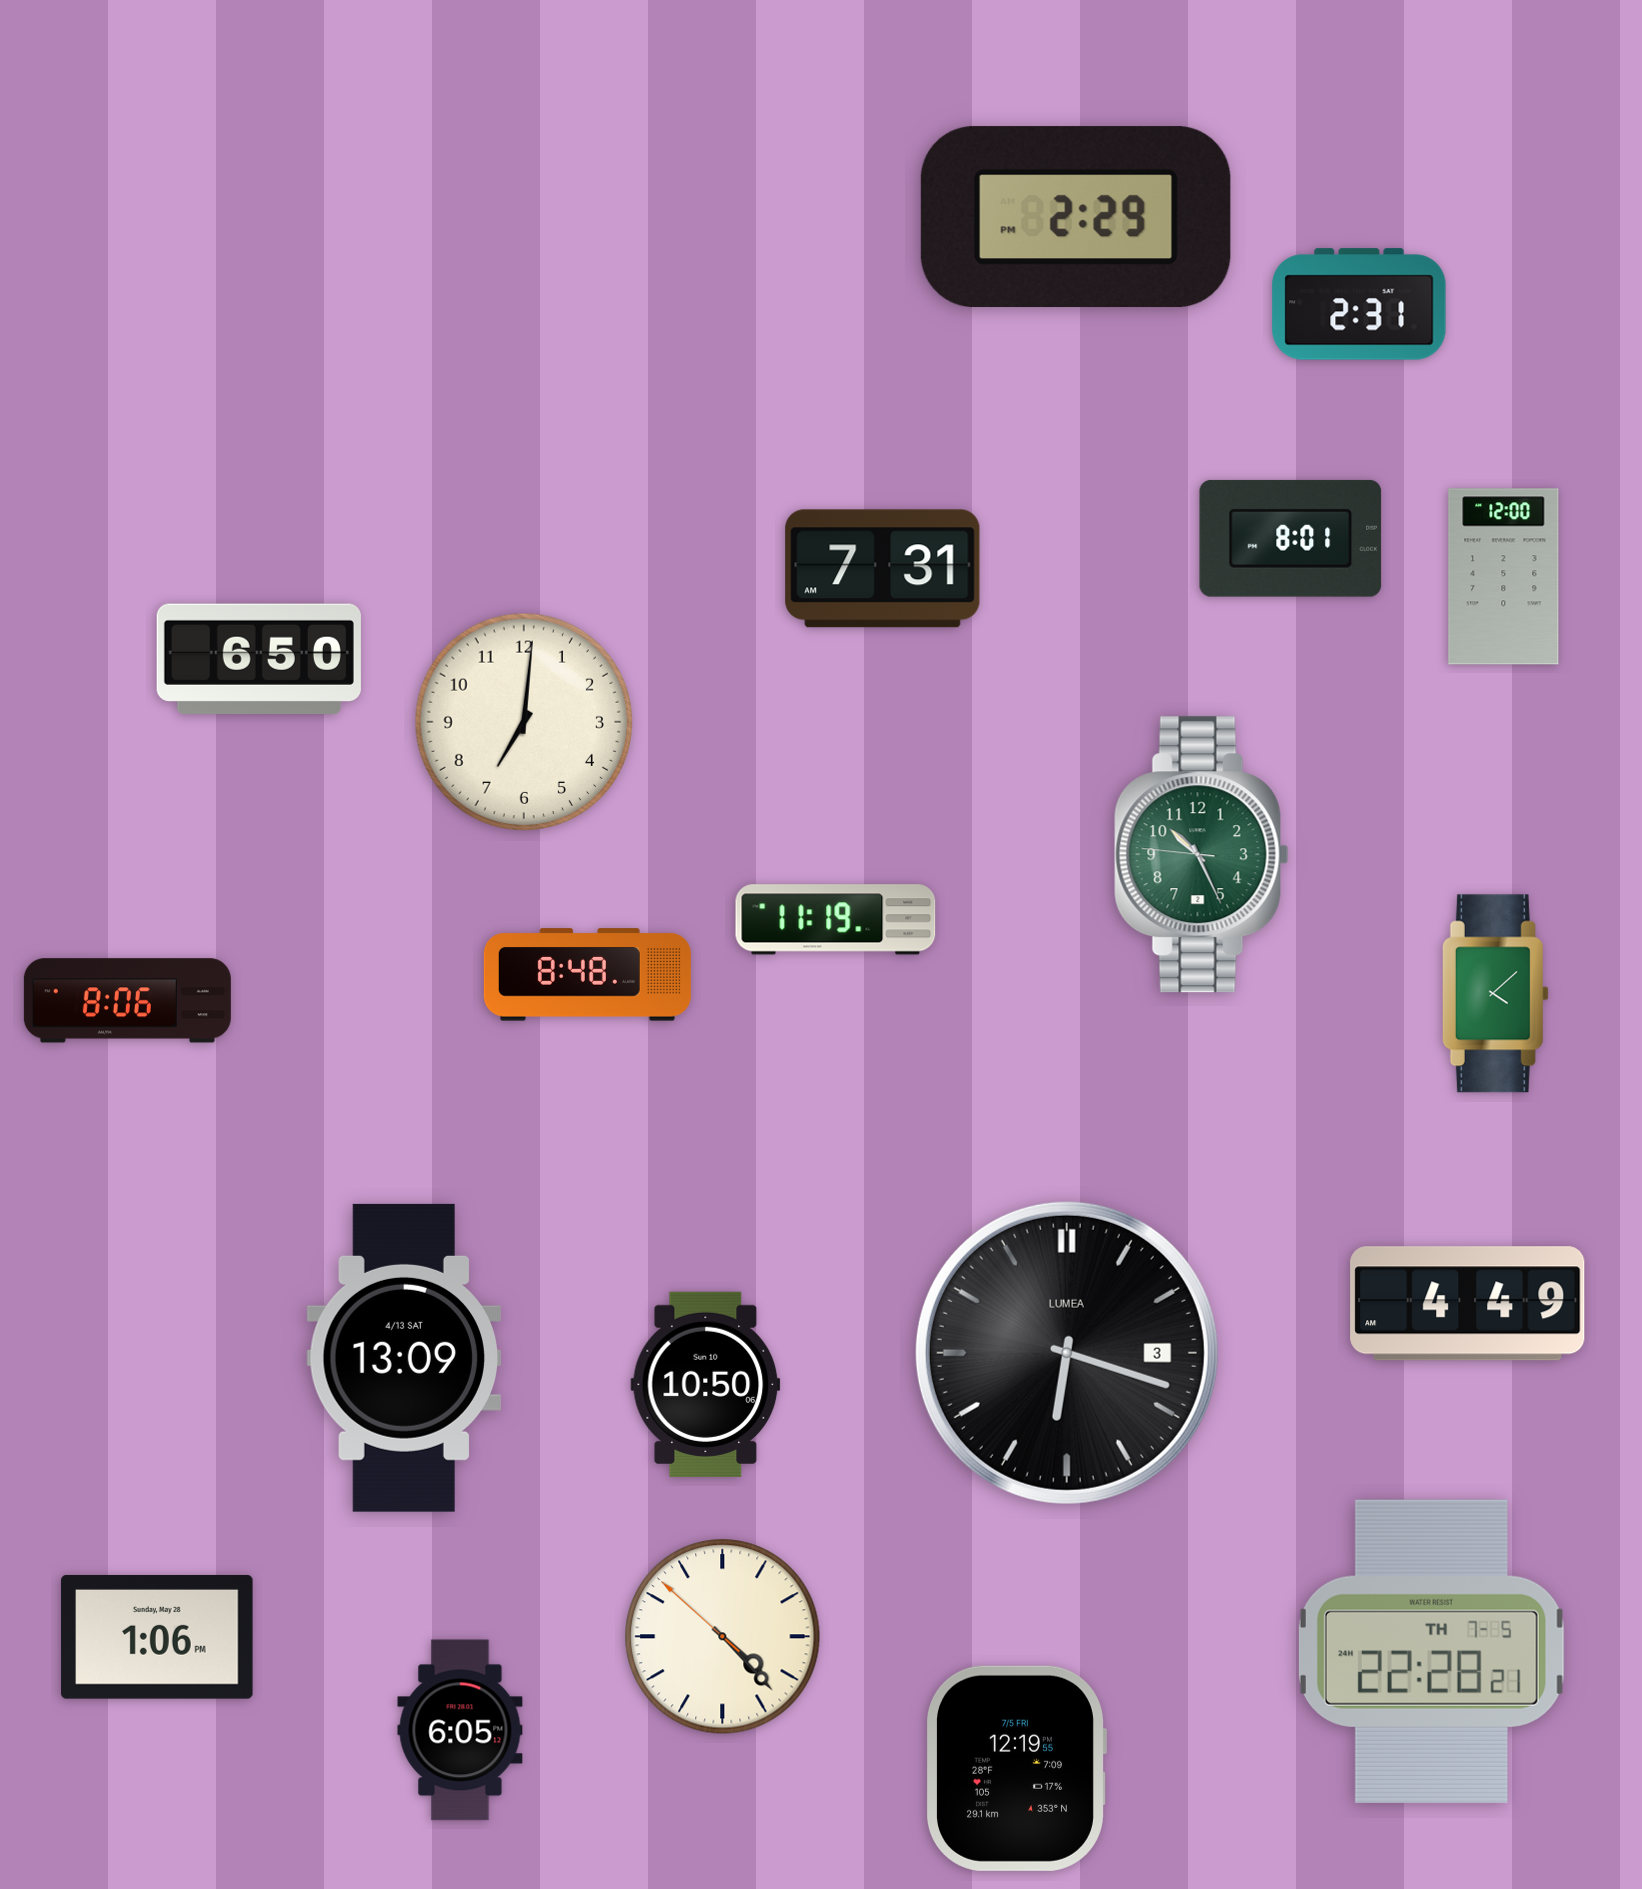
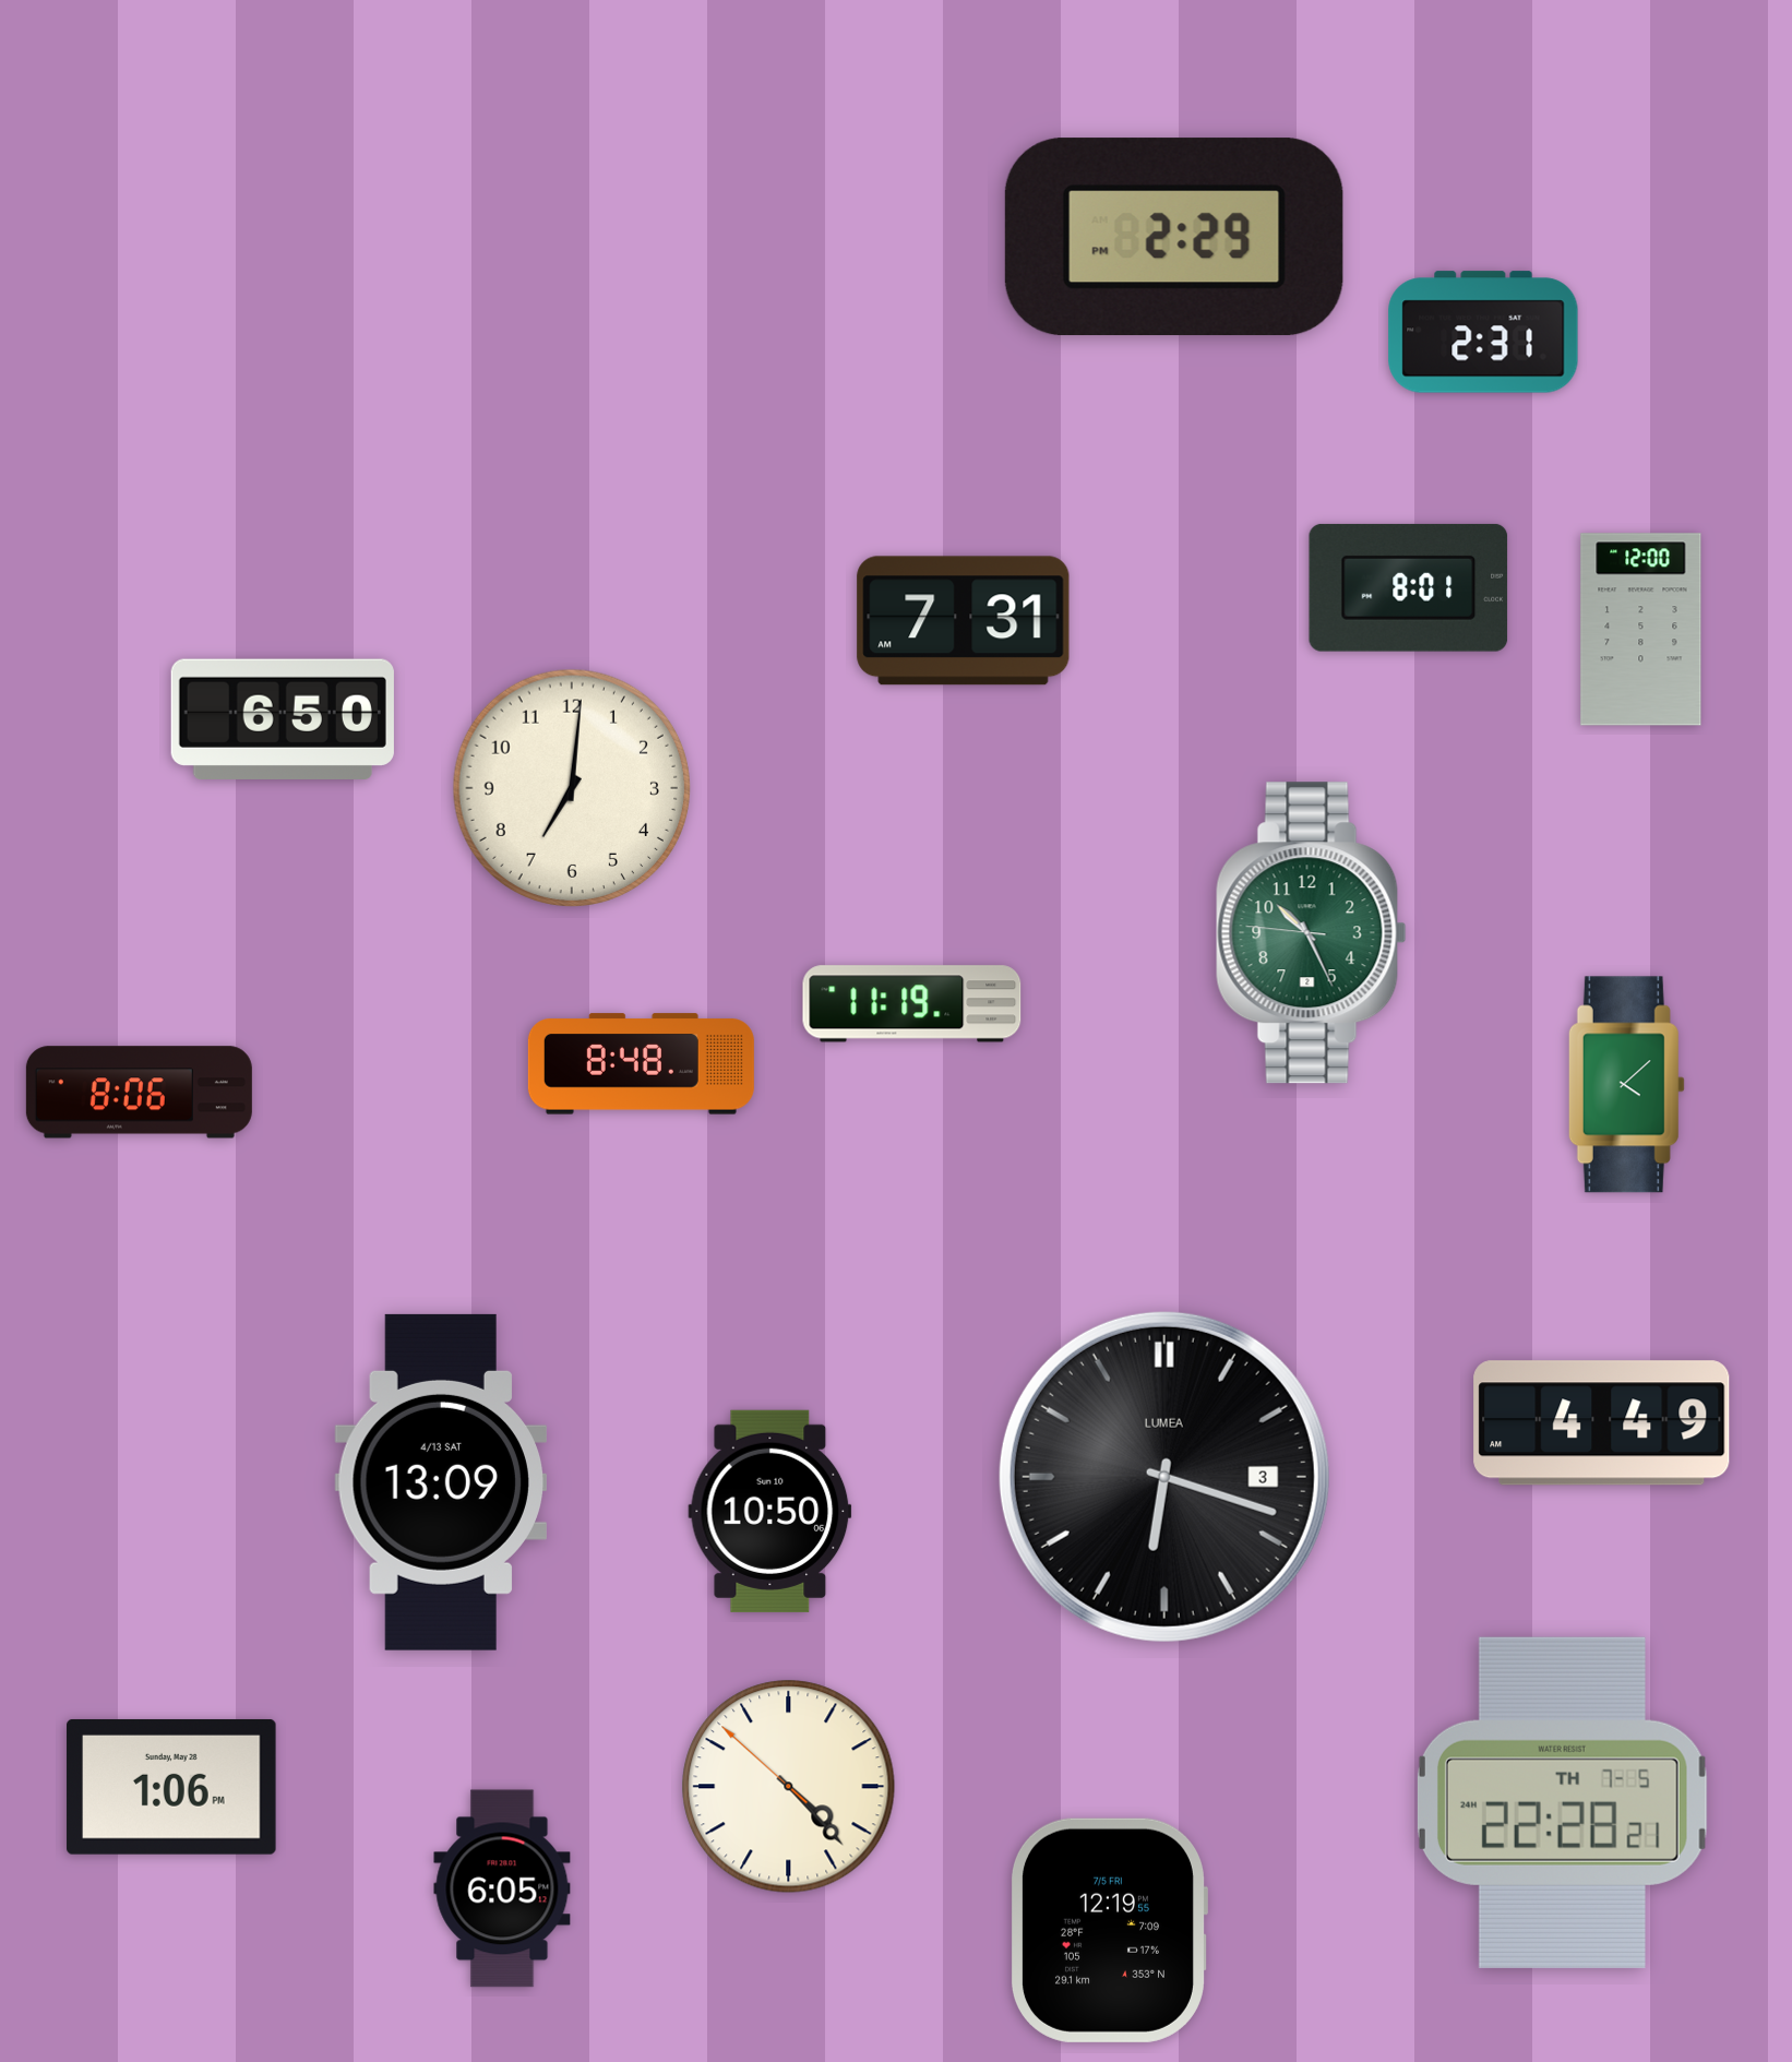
clock at (1495, 994) position: (1495, 994) -> (1626, 1085)
